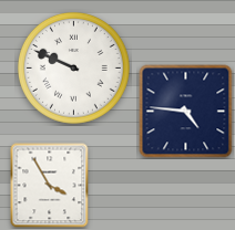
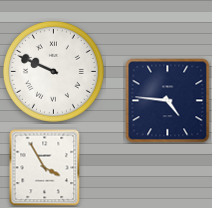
clock at (74, 69) position: (74, 69) -> (54, 72)
